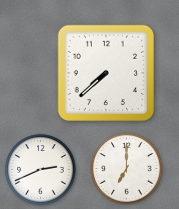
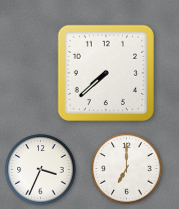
clock at (41, 170): 2:41 -> 3:34
